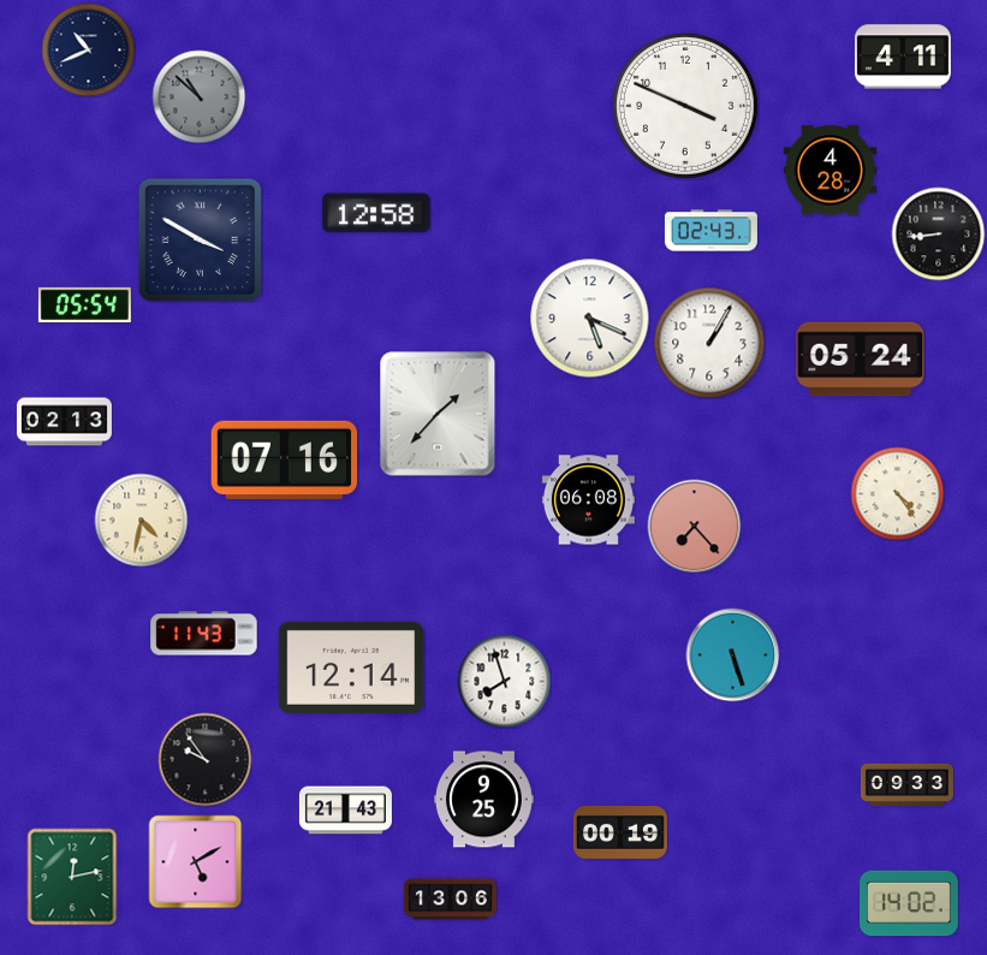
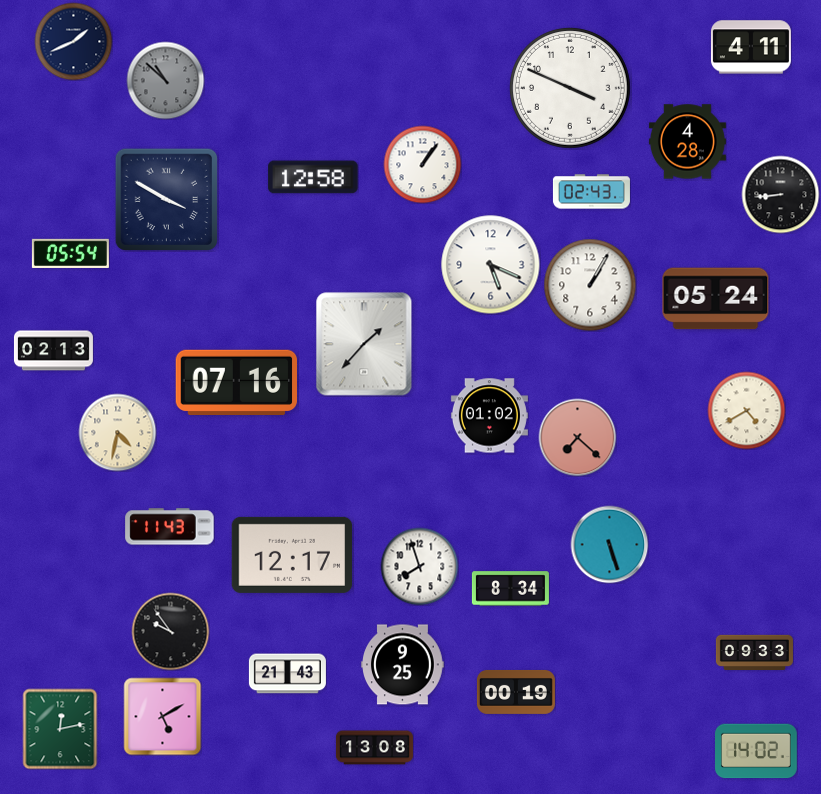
clock at (88, 49): 10:41 -> 1:41
clock at (830, 171) position: (830, 171) -> (687, 142)
clock at (422, 164): none -> 1:06
clock at (897, 493): 4:24 -> 4:40
clock at (588, 500): 06:08 -> 01:02
clock at (694, 526): 7:23 -> 7:22
clock at (351, 668): 12:14 -> 12:17
clock at (510, 589): none -> 8:34
clock at (450, 900): 13:06 -> 13:08
